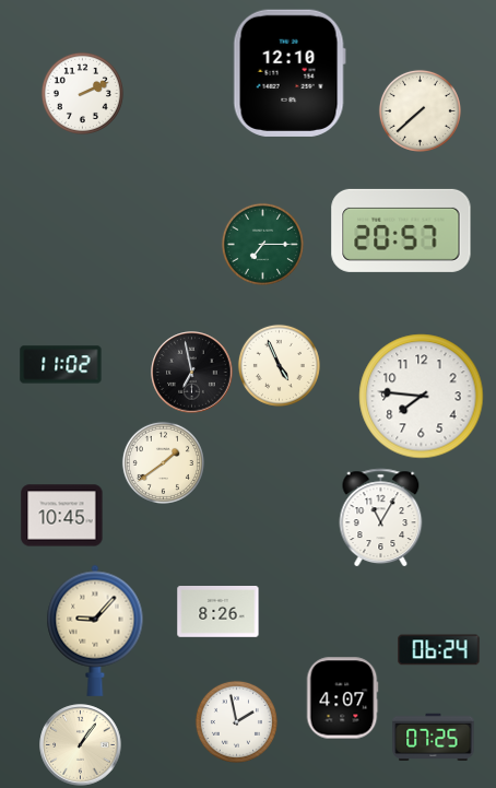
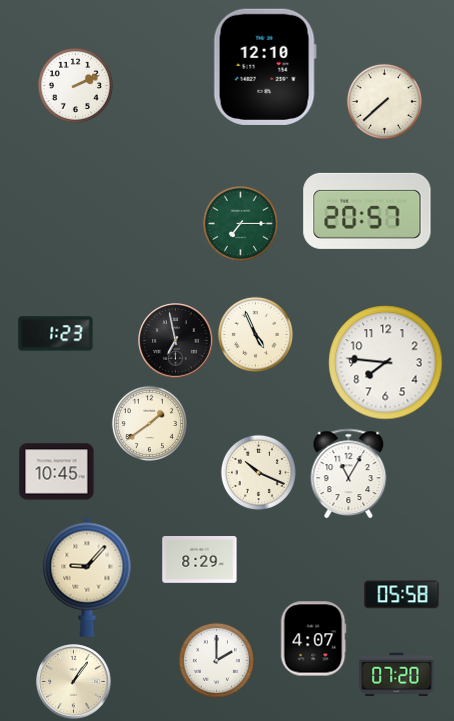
clock at (61, 365): 11:02 -> 1:23
clock at (258, 472): none -> 10:19
clock at (219, 612): 8:26 -> 8:29
clock at (439, 650): 06:24 -> 05:58
clock at (236, 721): 1:58 -> 2:00
clock at (434, 738): 07:25 -> 07:20
